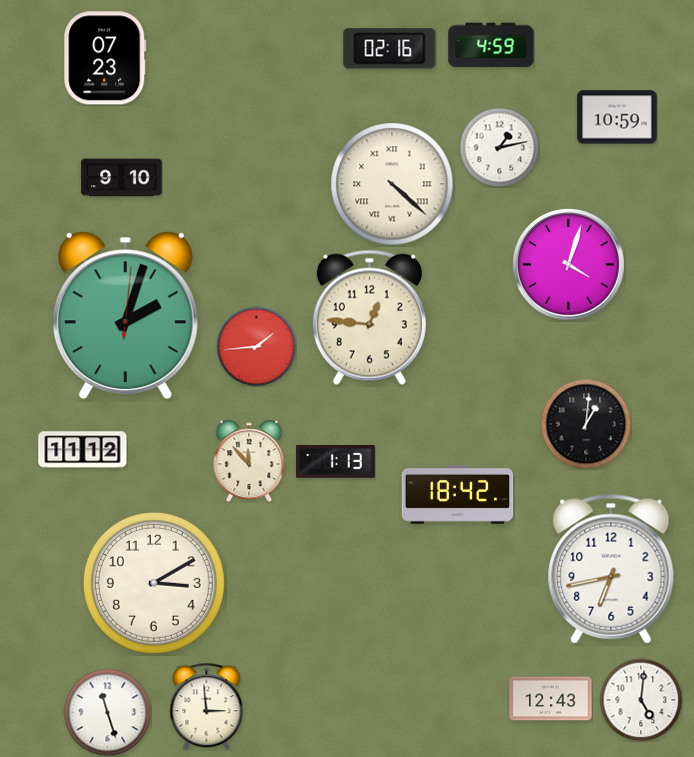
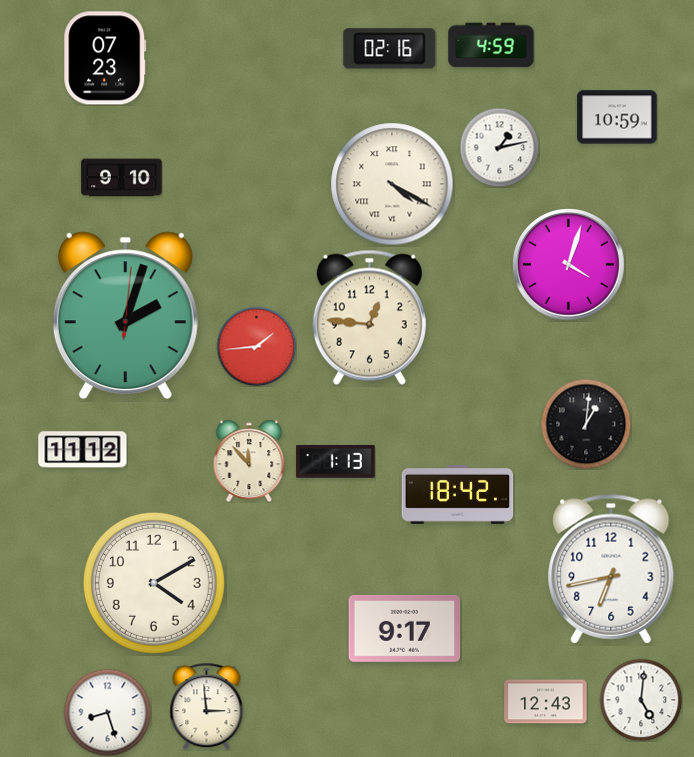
clock at (392, 184): 4:22 -> 4:20
clock at (154, 583): 3:10 -> 4:10
clock at (405, 628): none -> 9:17
clock at (551, 699) position: (551, 699) -> (546, 702)
clock at (107, 712): 11:27 -> 8:27
